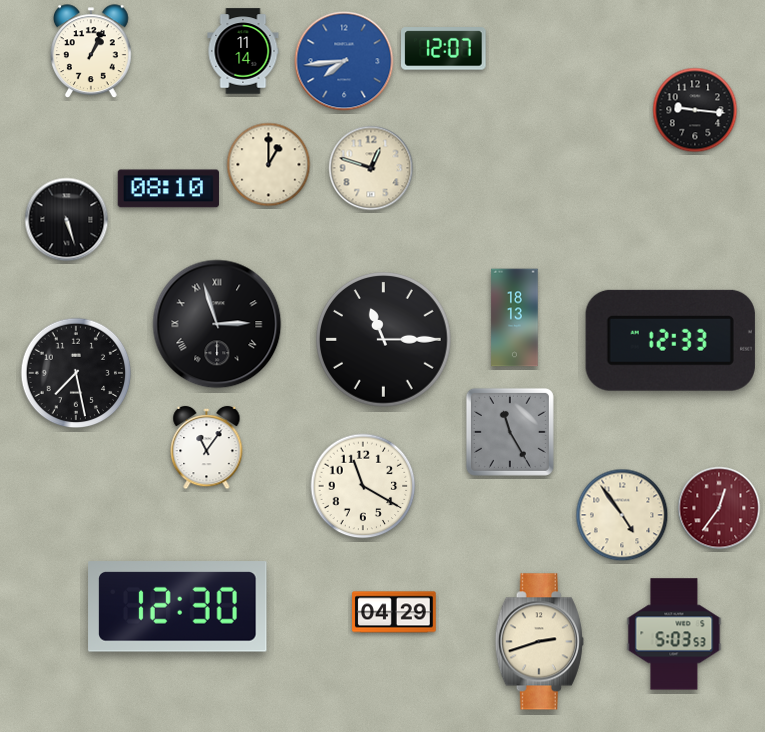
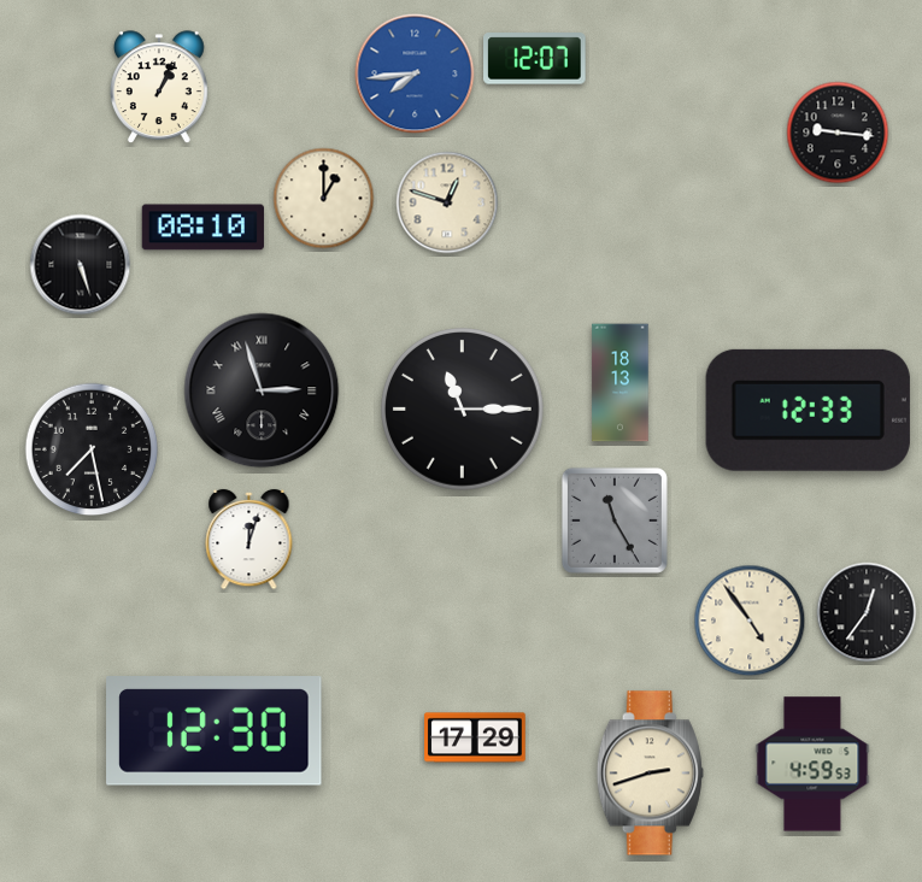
clock at (243, 51): 11:14 -> none
clock at (91, 52) position: (91, 52) -> (159, 88)
clock at (207, 448): 11:06 -> 12:03
clock at (363, 486): 11:20 -> none
clock at (719, 508) dial: burgundy -> black
clock at (394, 612): 04:29 -> 17:29
clock at (674, 634): 5:03 -> 4:59
